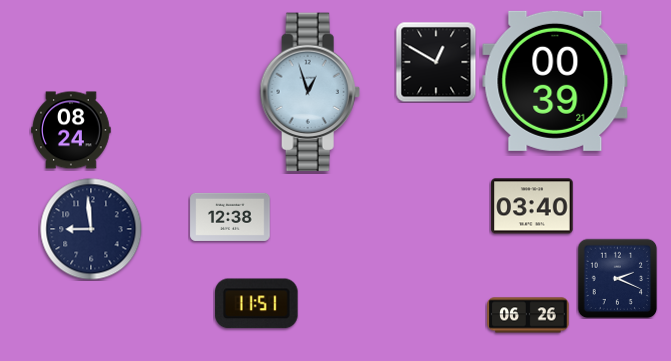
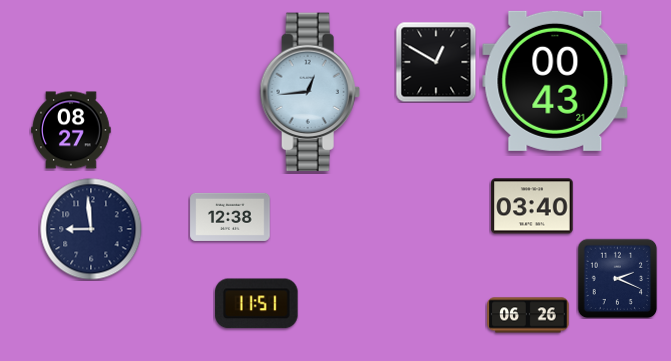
clock at (555, 81): 00:39 -> 00:43
clock at (310, 92): 12:57 -> 12:44
clock at (71, 130): 08:24 -> 08:27
